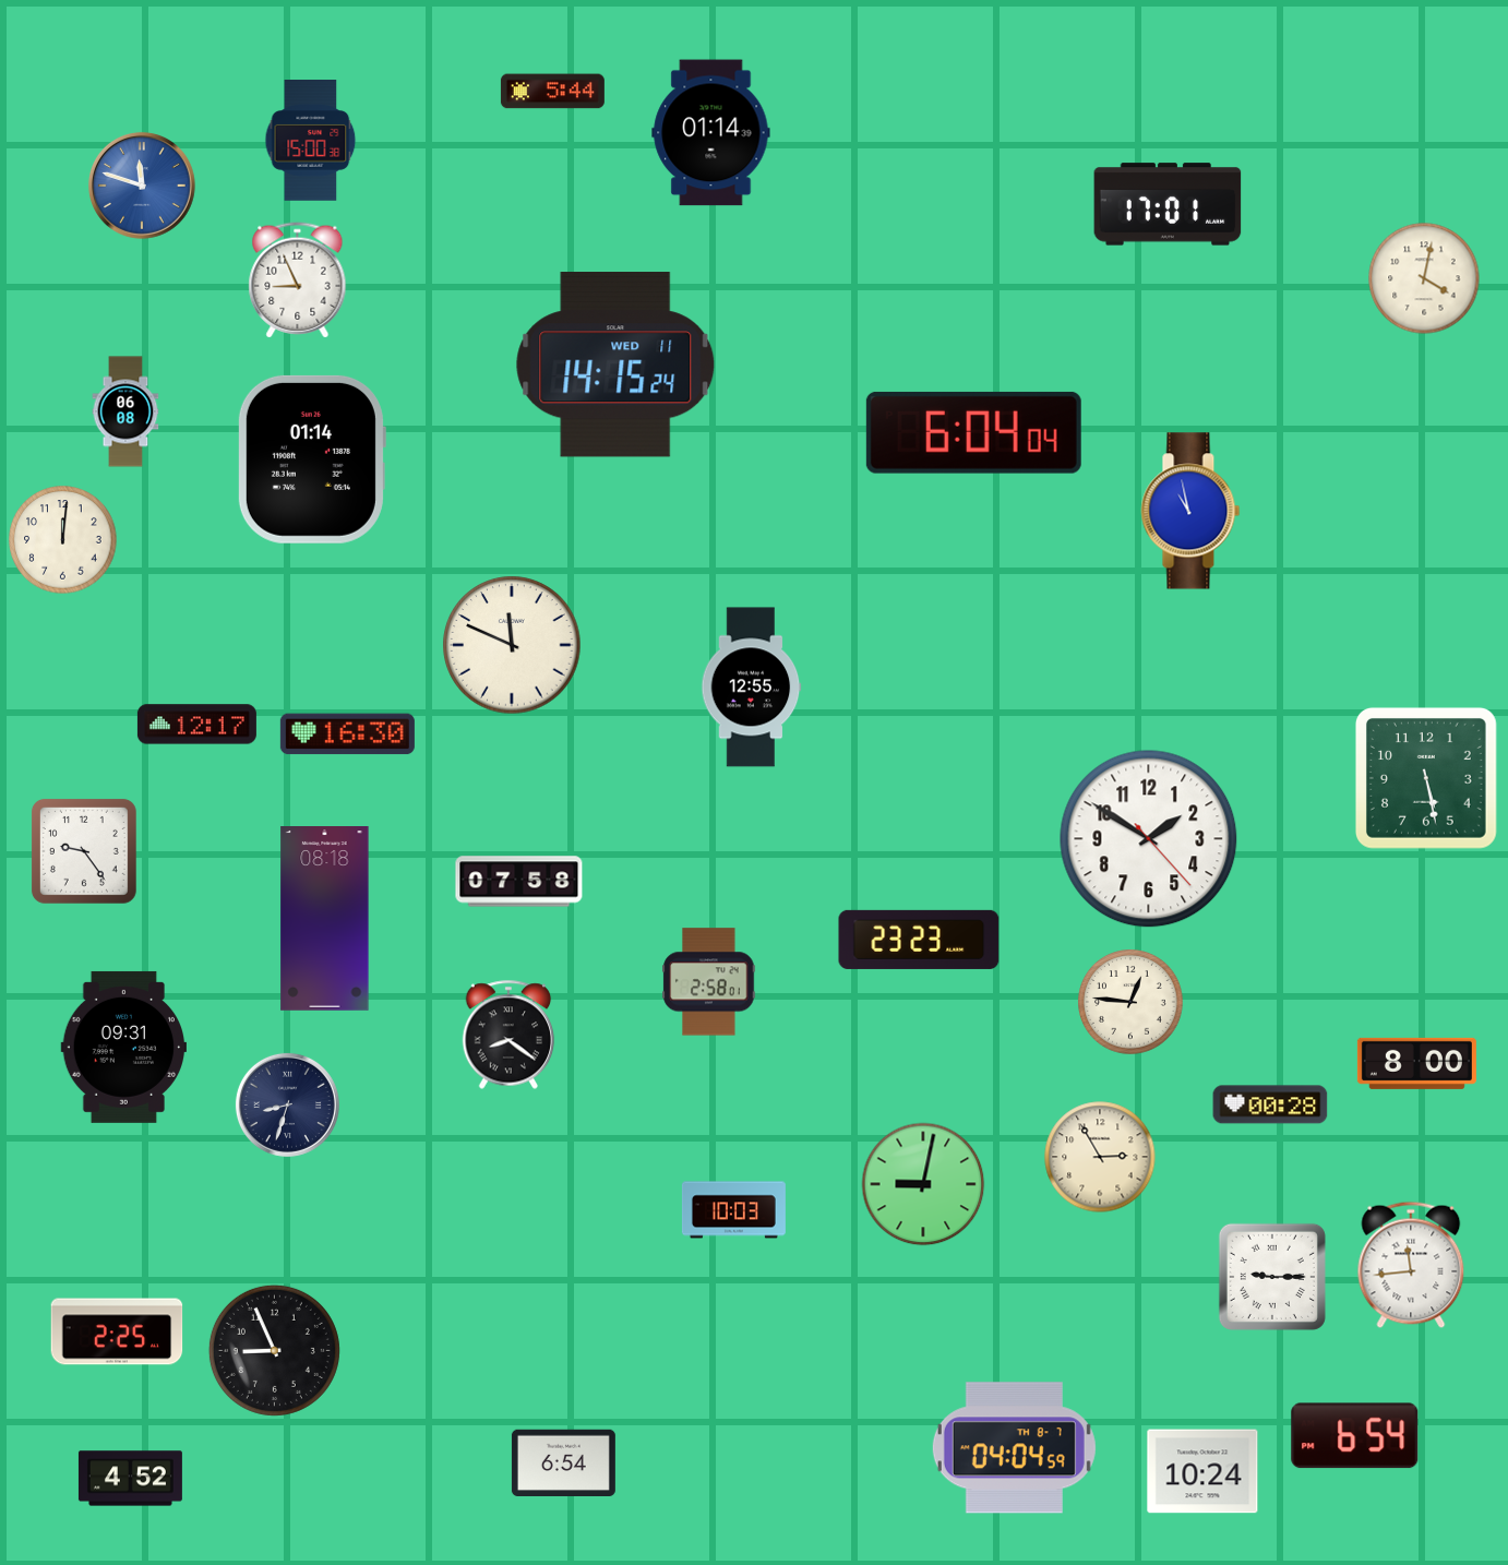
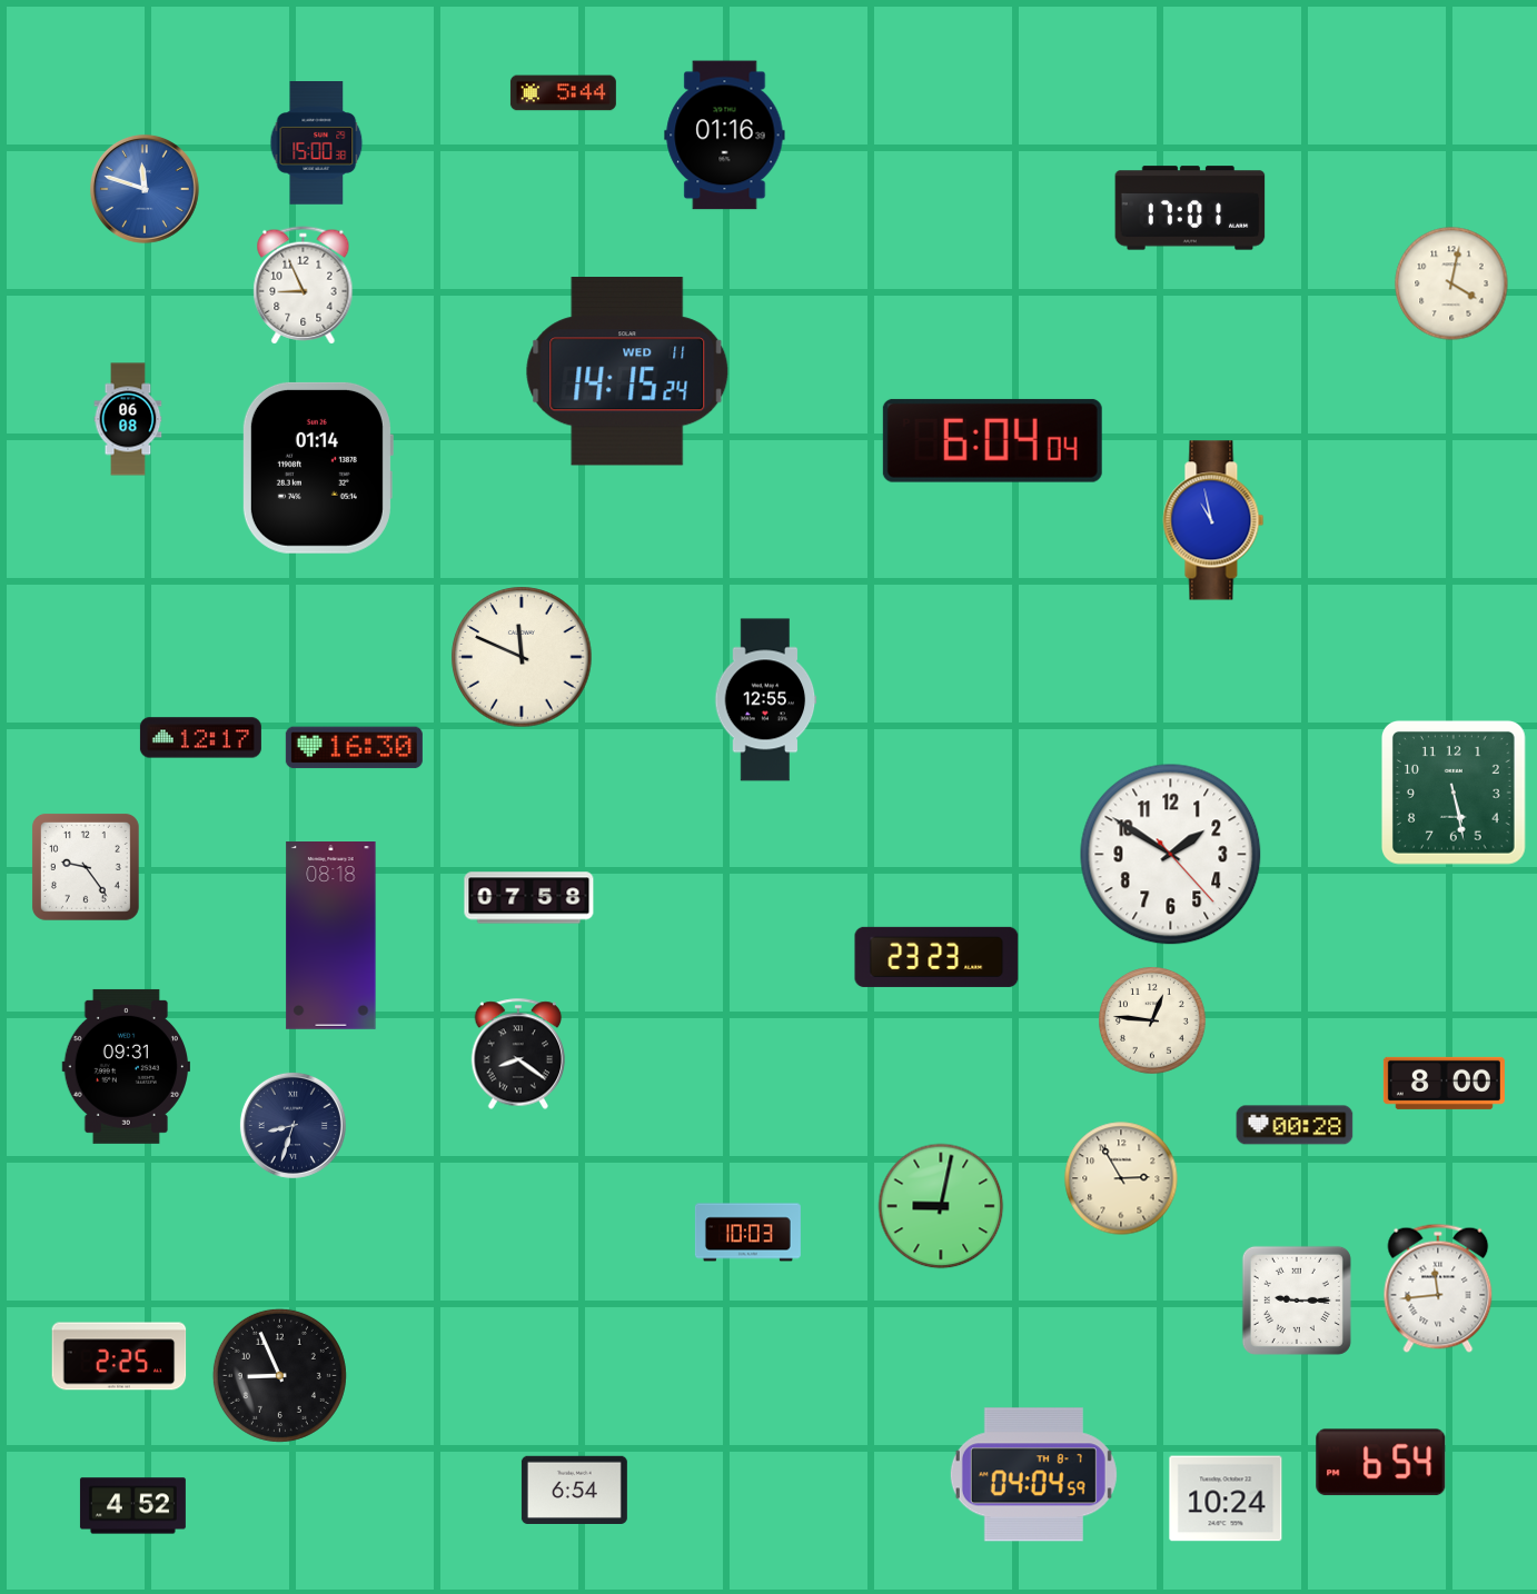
clock at (711, 133): 01:14 -> 01:16
clock at (63, 540): 12:01 -> none
clock at (709, 982): 2:58 -> none
